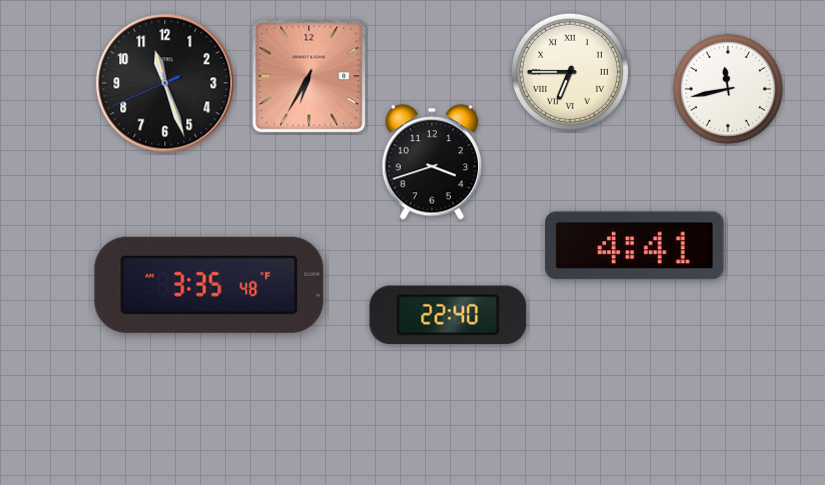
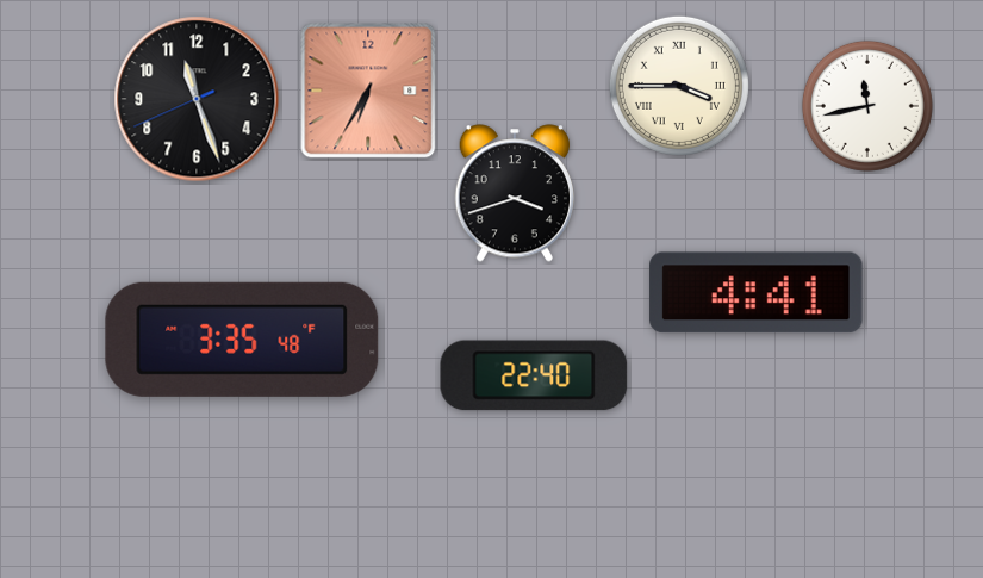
clock at (570, 72): 6:45 -> 3:45
clock at (209, 285) position: (209, 285) -> (242, 340)
